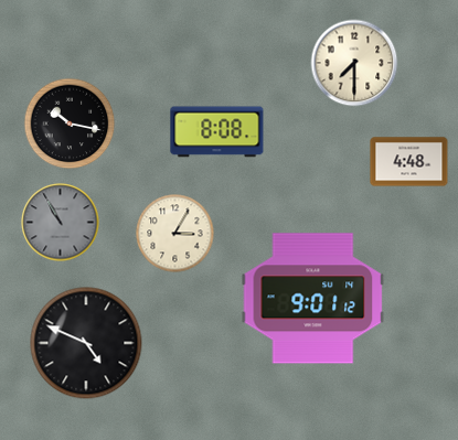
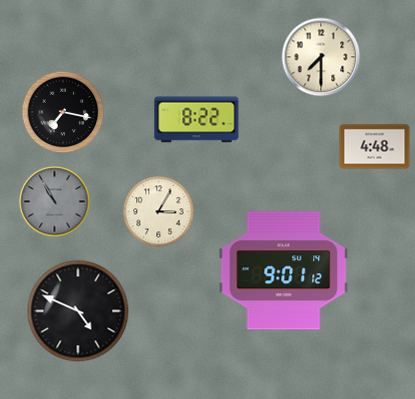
clock at (70, 124): 10:17 -> 7:17
clock at (217, 132): 8:08 -> 8:22
clock at (409, 162) position: (409, 162) -> (375, 147)
